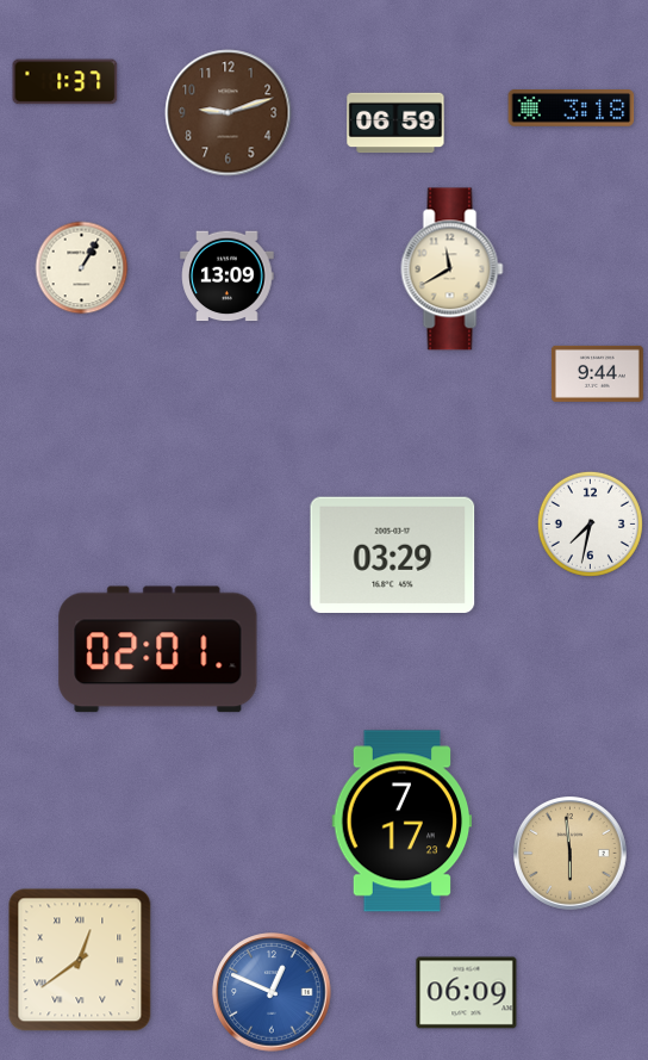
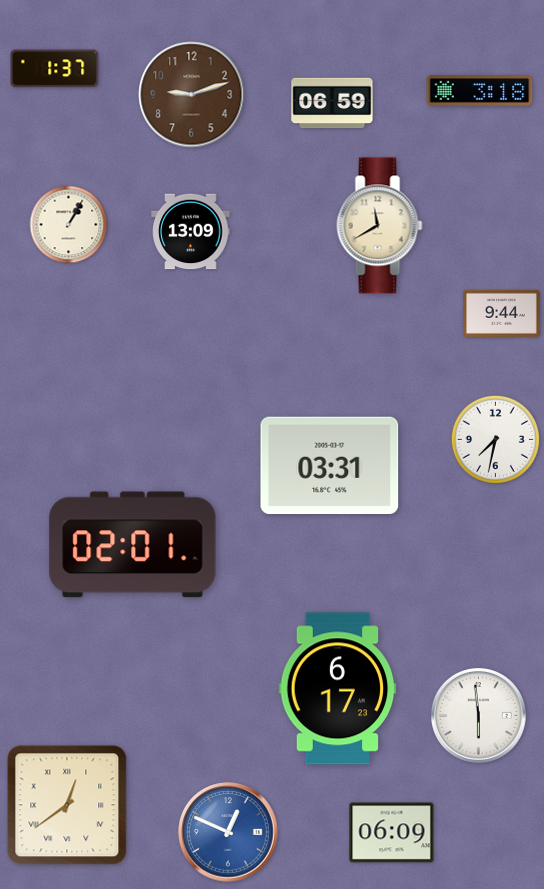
clock at (393, 554): 03:29 -> 03:31
clock at (403, 822): 7:17 -> 6:17
clock at (571, 854) dial: champagne -> white
